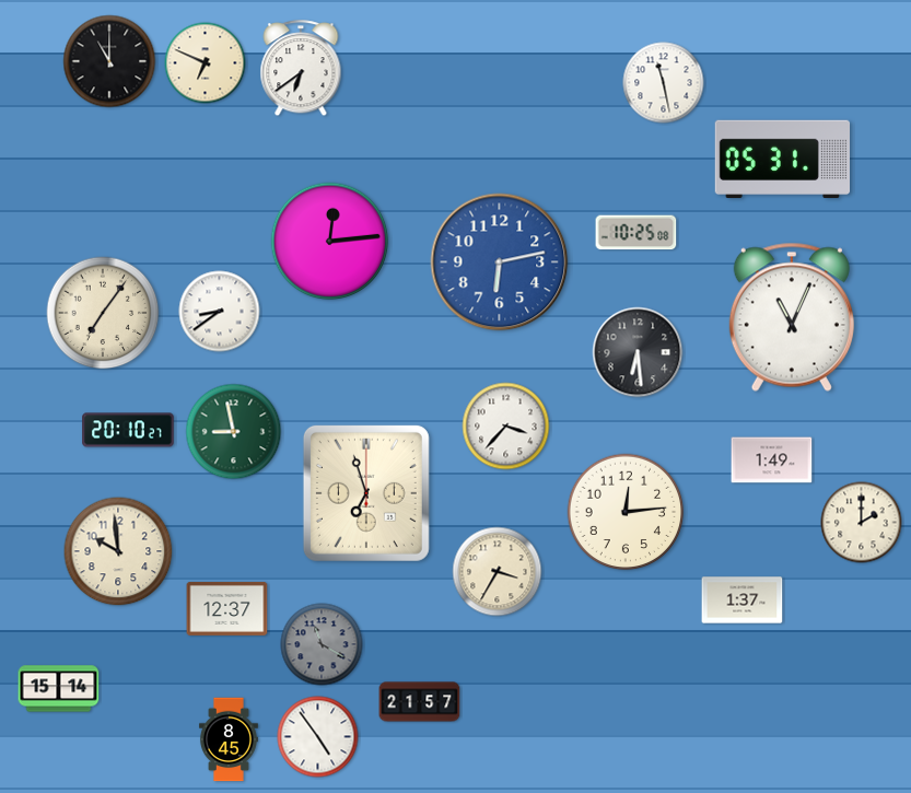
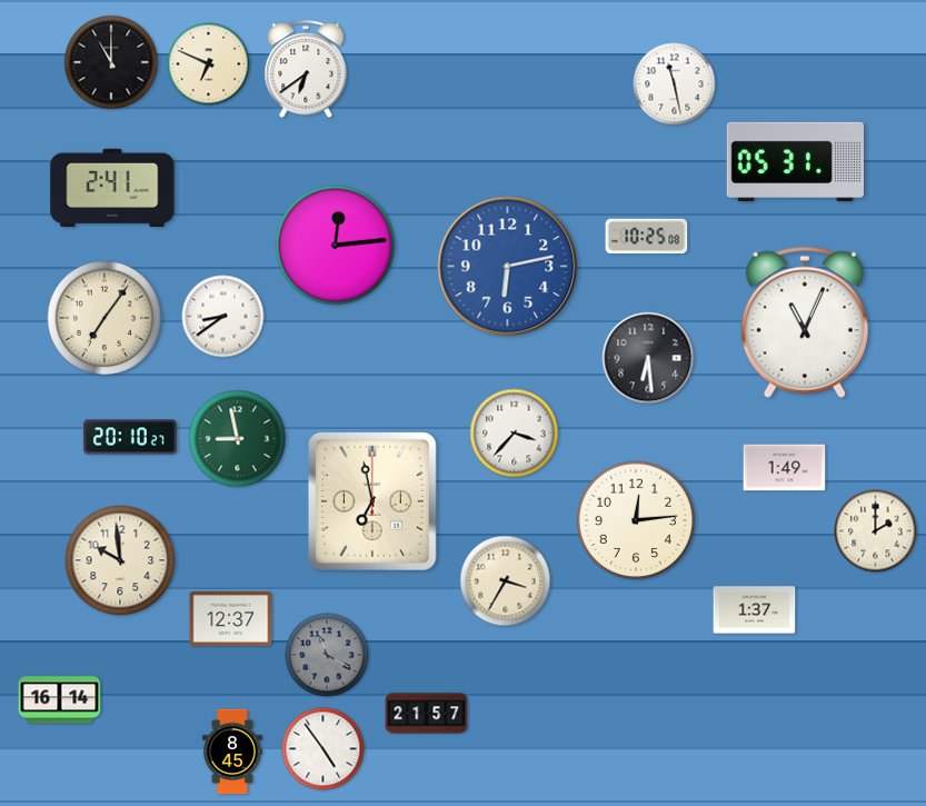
clock at (112, 188): none -> 2:41
clock at (366, 493): 6:57 -> 6:58
clock at (59, 689): 15:14 -> 16:14
